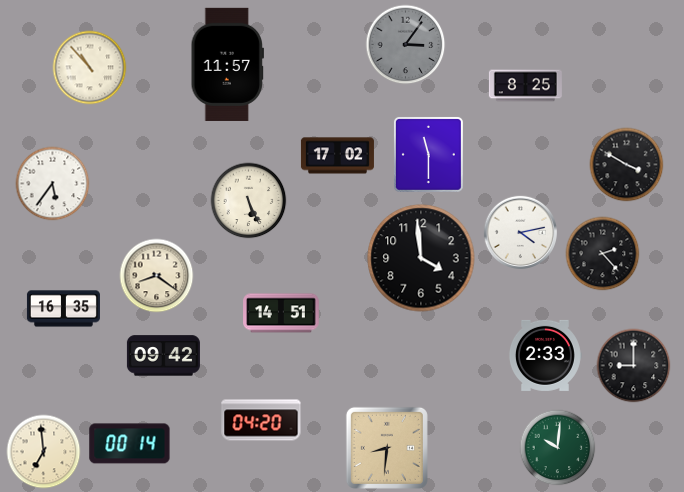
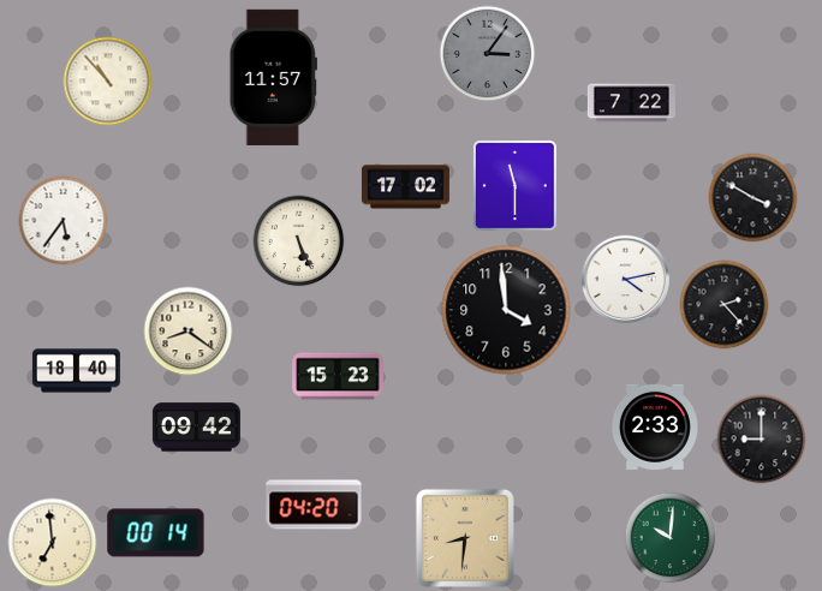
clock at (525, 86): 8:25 -> 7:22
clock at (63, 309): 16:35 -> 18:40
clock at (281, 313): 14:51 -> 15:23
